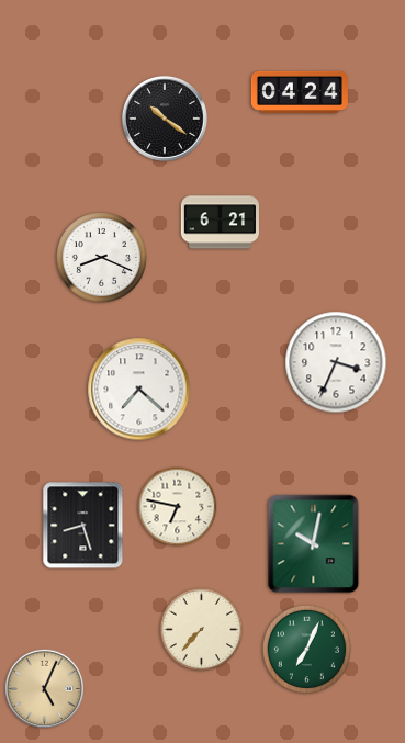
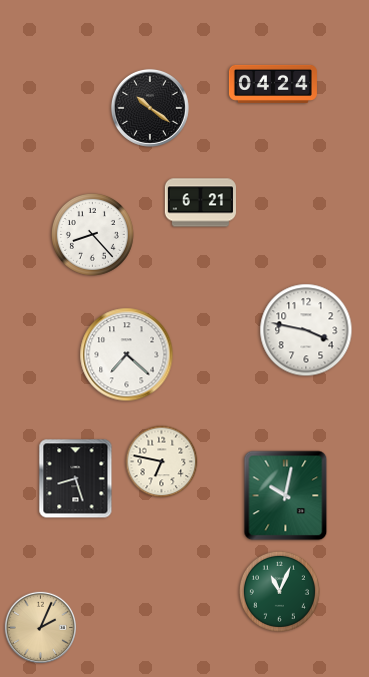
clock at (101, 257): 8:19 -> 8:23
clock at (336, 362): 3:34 -> 3:47
clock at (202, 630): 7:37 -> none
clock at (306, 649): 7:04 -> 11:04
clock at (44, 688): 5:04 -> 2:04
